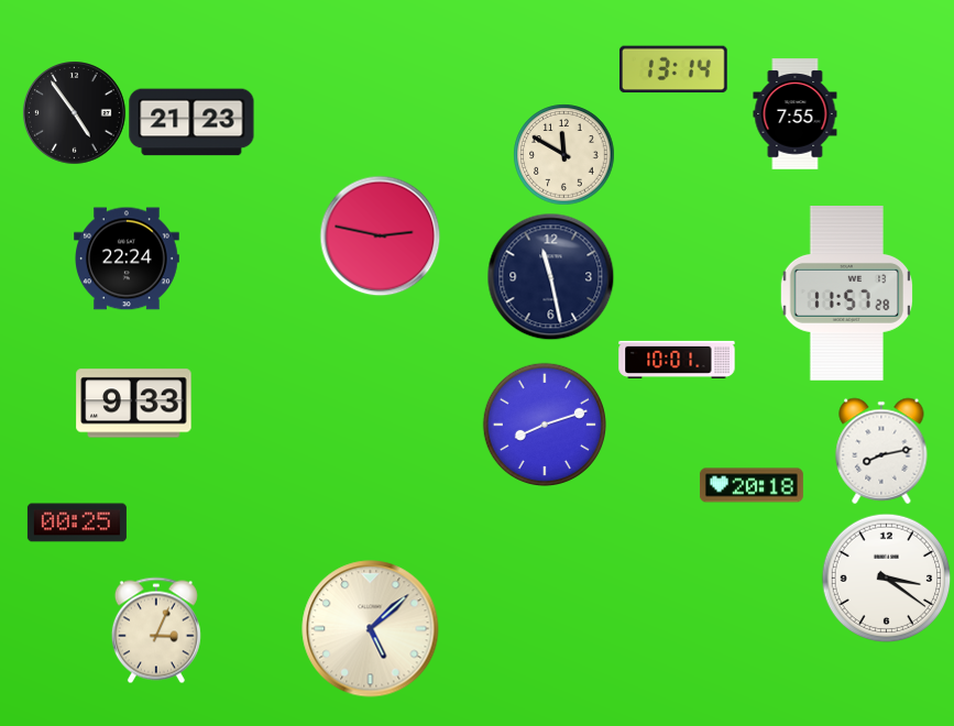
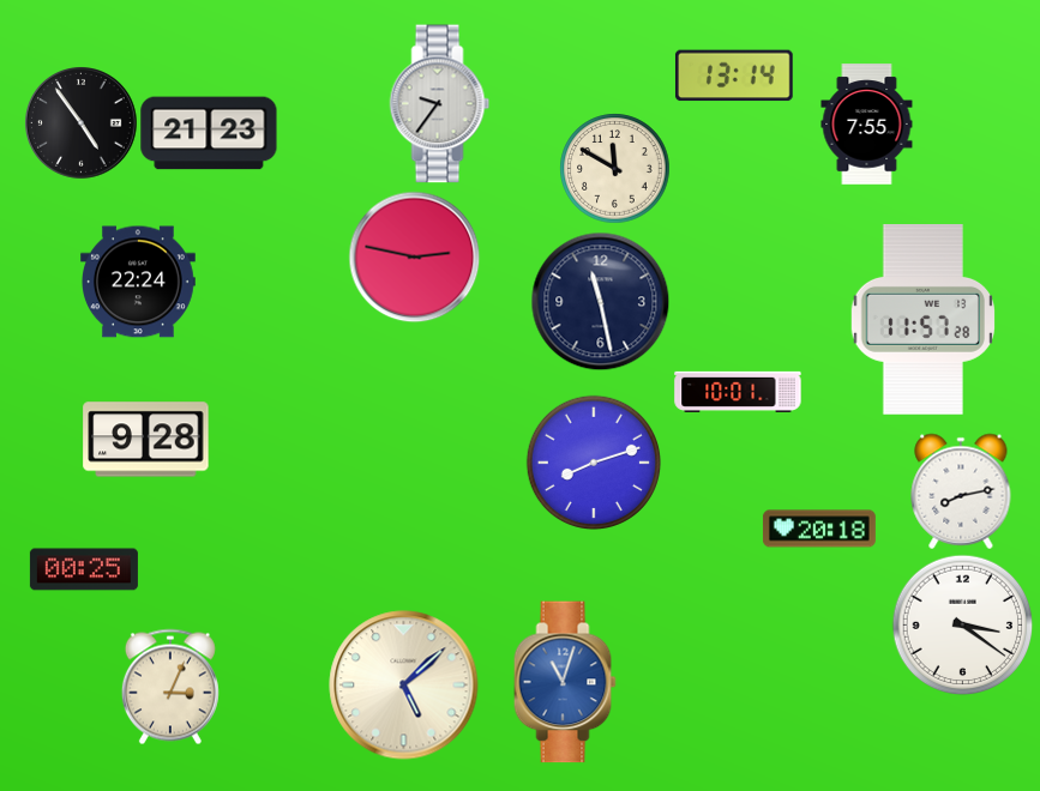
clock at (440, 104): none -> 9:36
clock at (134, 404): 9:33 -> 9:28
clock at (886, 577) position: (886, 577) -> (962, 624)
clock at (565, 682): none -> 11:03
